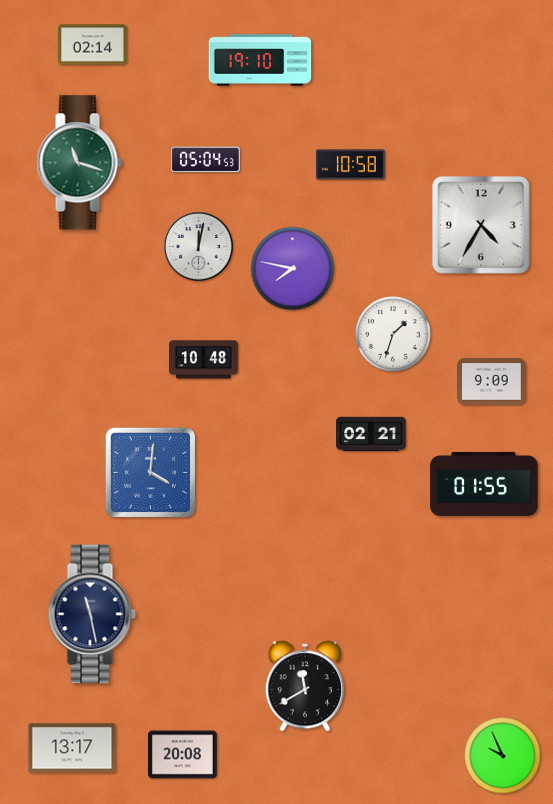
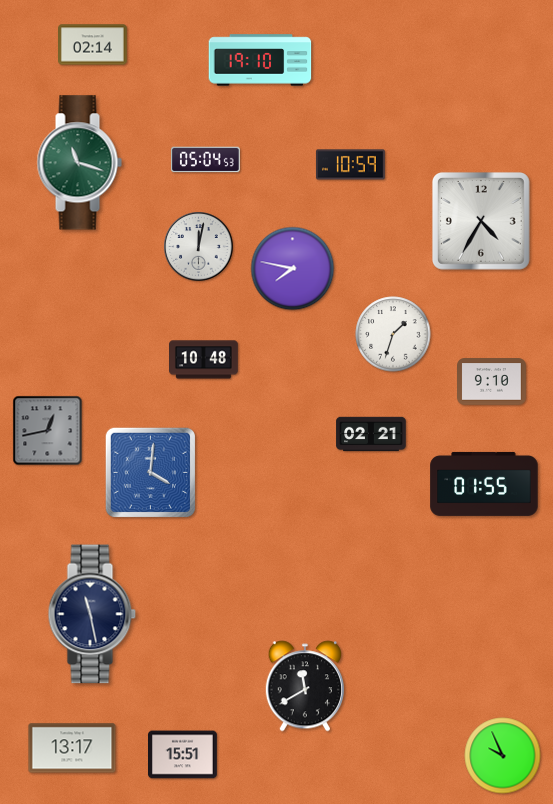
clock at (350, 165): 10:58 -> 10:59
clock at (481, 225) position: (481, 225) -> (481, 221)
clock at (492, 382): 9:09 -> 9:10
clock at (48, 431): none -> 12:43
clock at (183, 755): 20:08 -> 15:51
